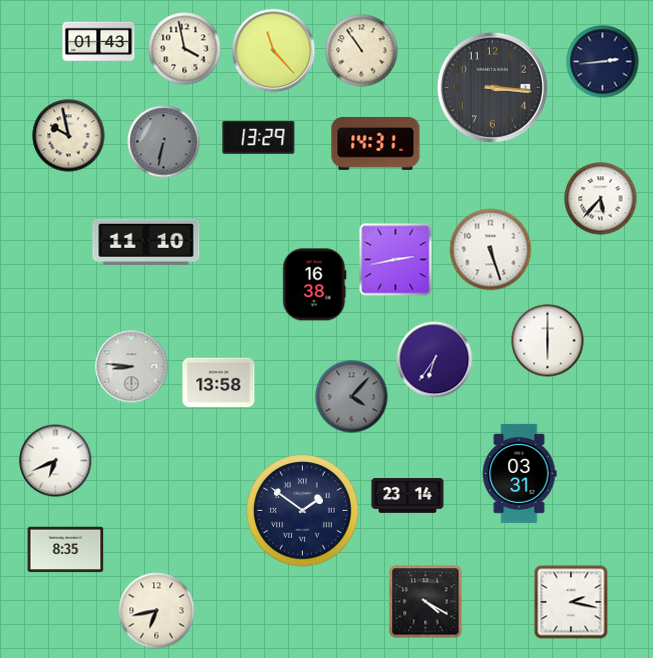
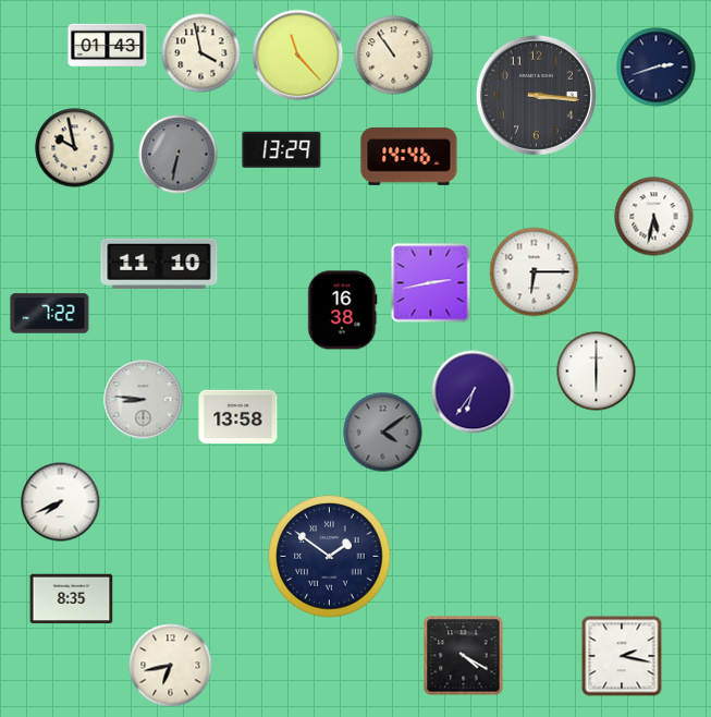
clock at (603, 62): 2:44 -> 2:42
clock at (376, 143): 14:31 -> 14:46
clock at (601, 199): 5:37 -> 5:32
clock at (491, 250): 5:27 -> 6:15
clock at (50, 314): none -> 7:22
clock at (352, 397): 4:07 -> 4:09
clock at (56, 461): 6:41 -> 7:41
clock at (519, 473): 03:31 -> none
clock at (408, 496): 23:14 -> none
